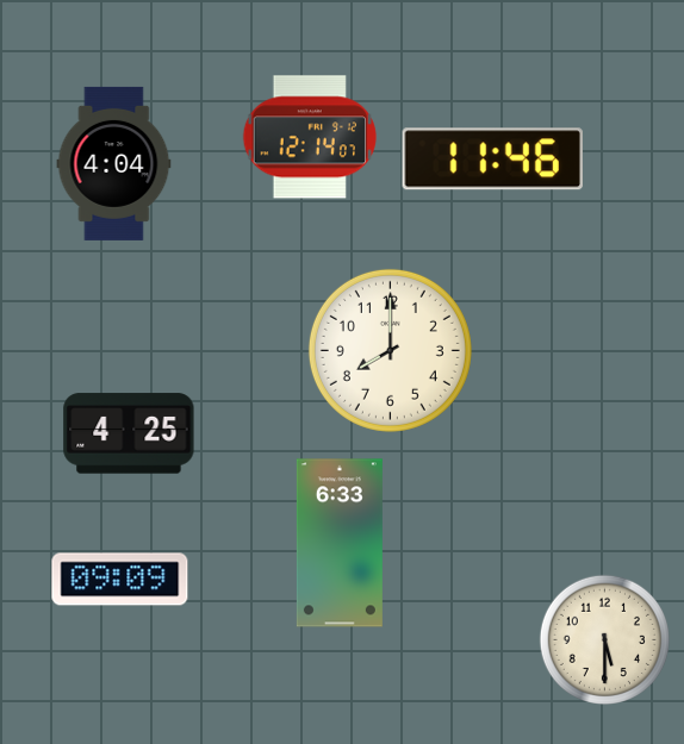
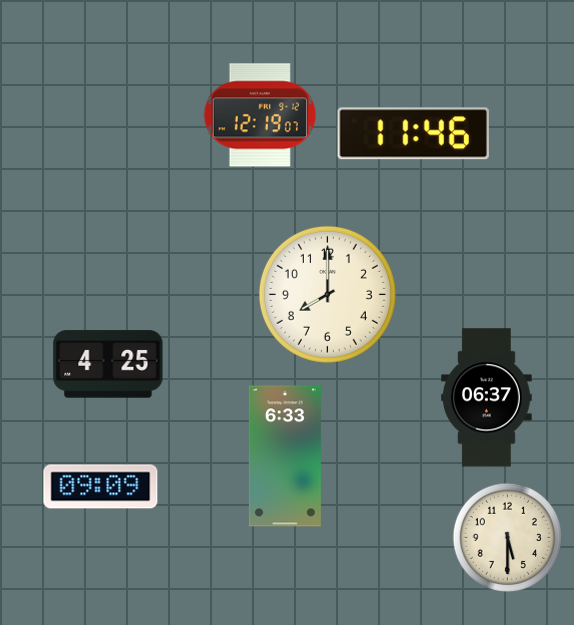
clock at (310, 137): 12:14 -> 12:19
clock at (114, 163): 4:04 -> none
clock at (487, 398): none -> 06:37
